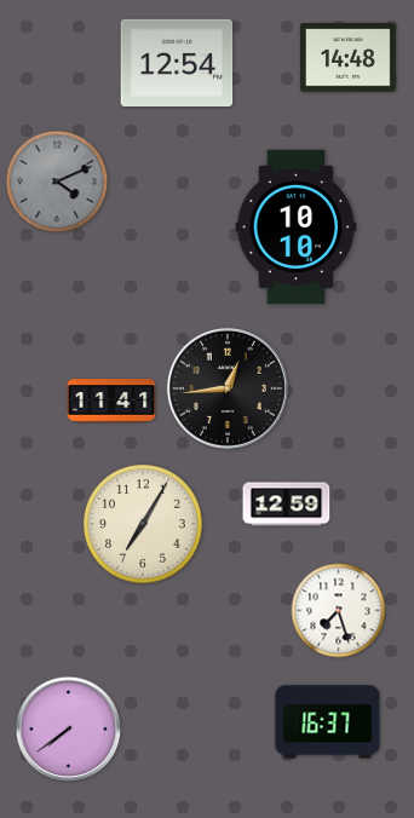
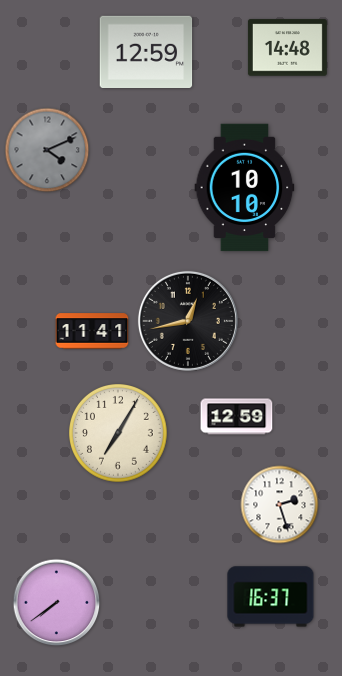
clock at (177, 62): 12:54 -> 12:59
clock at (228, 388): 12:44 -> 12:43
clock at (339, 611): 7:27 -> 2:27
